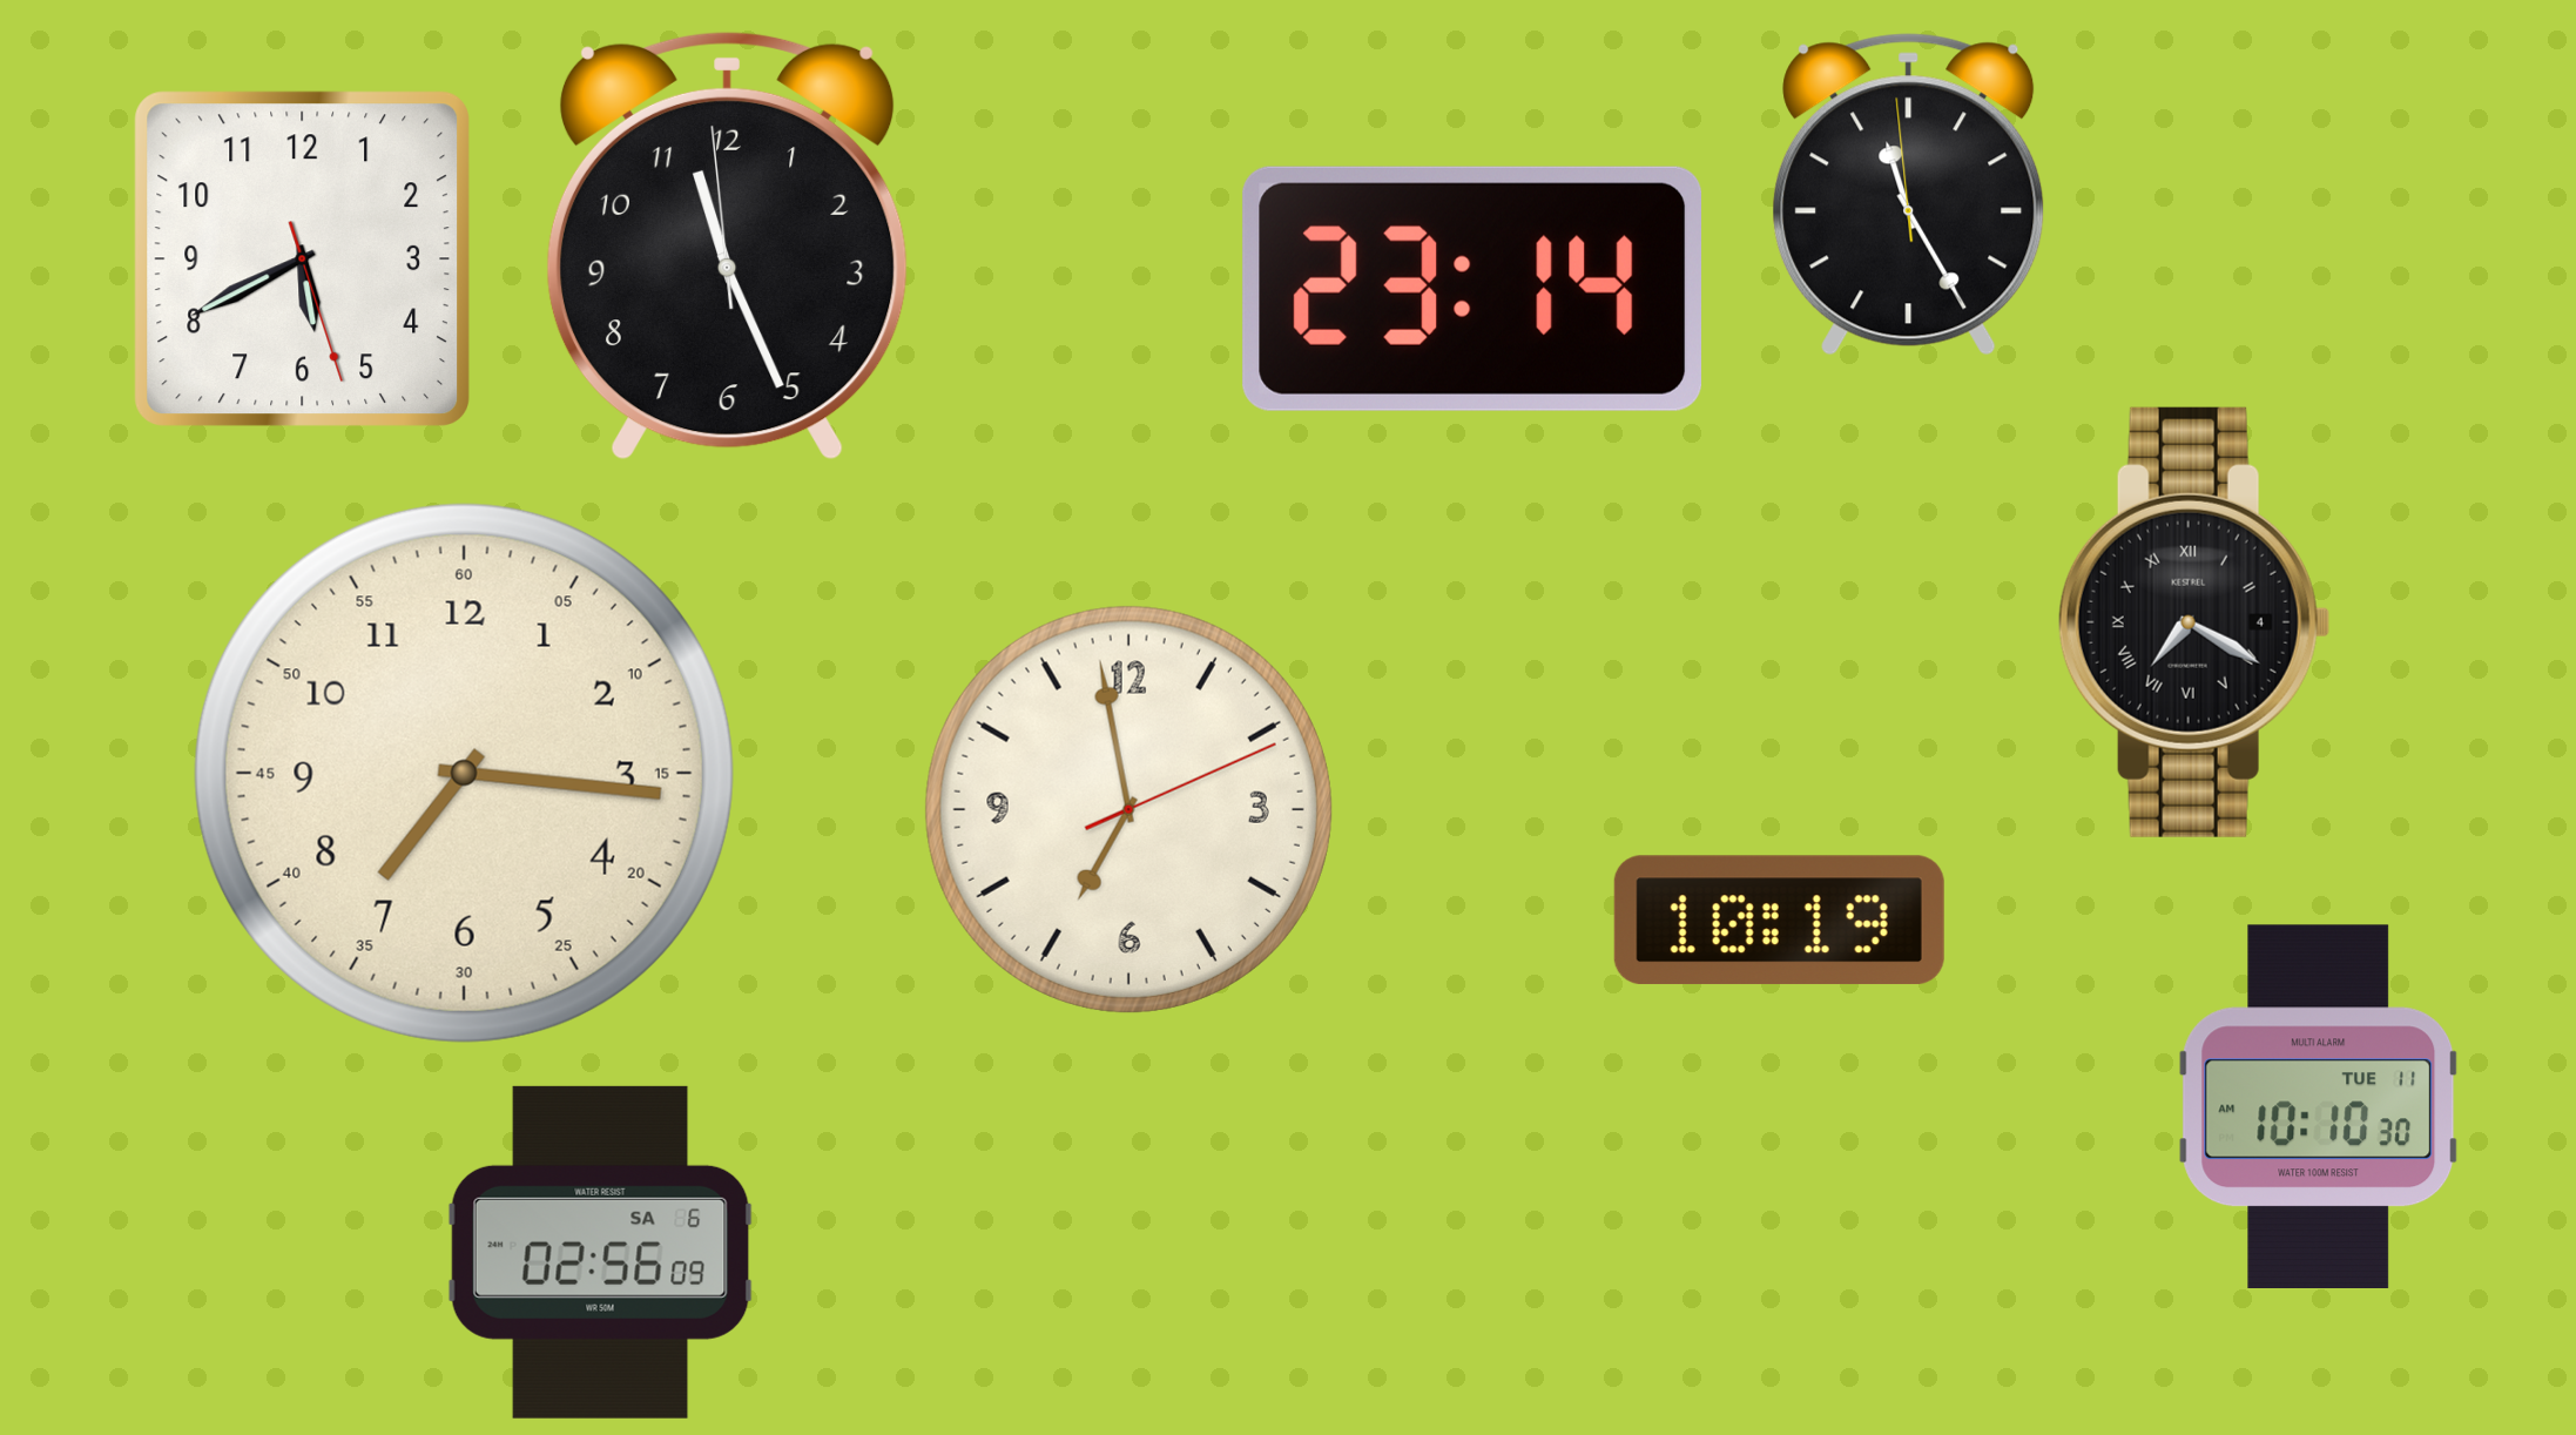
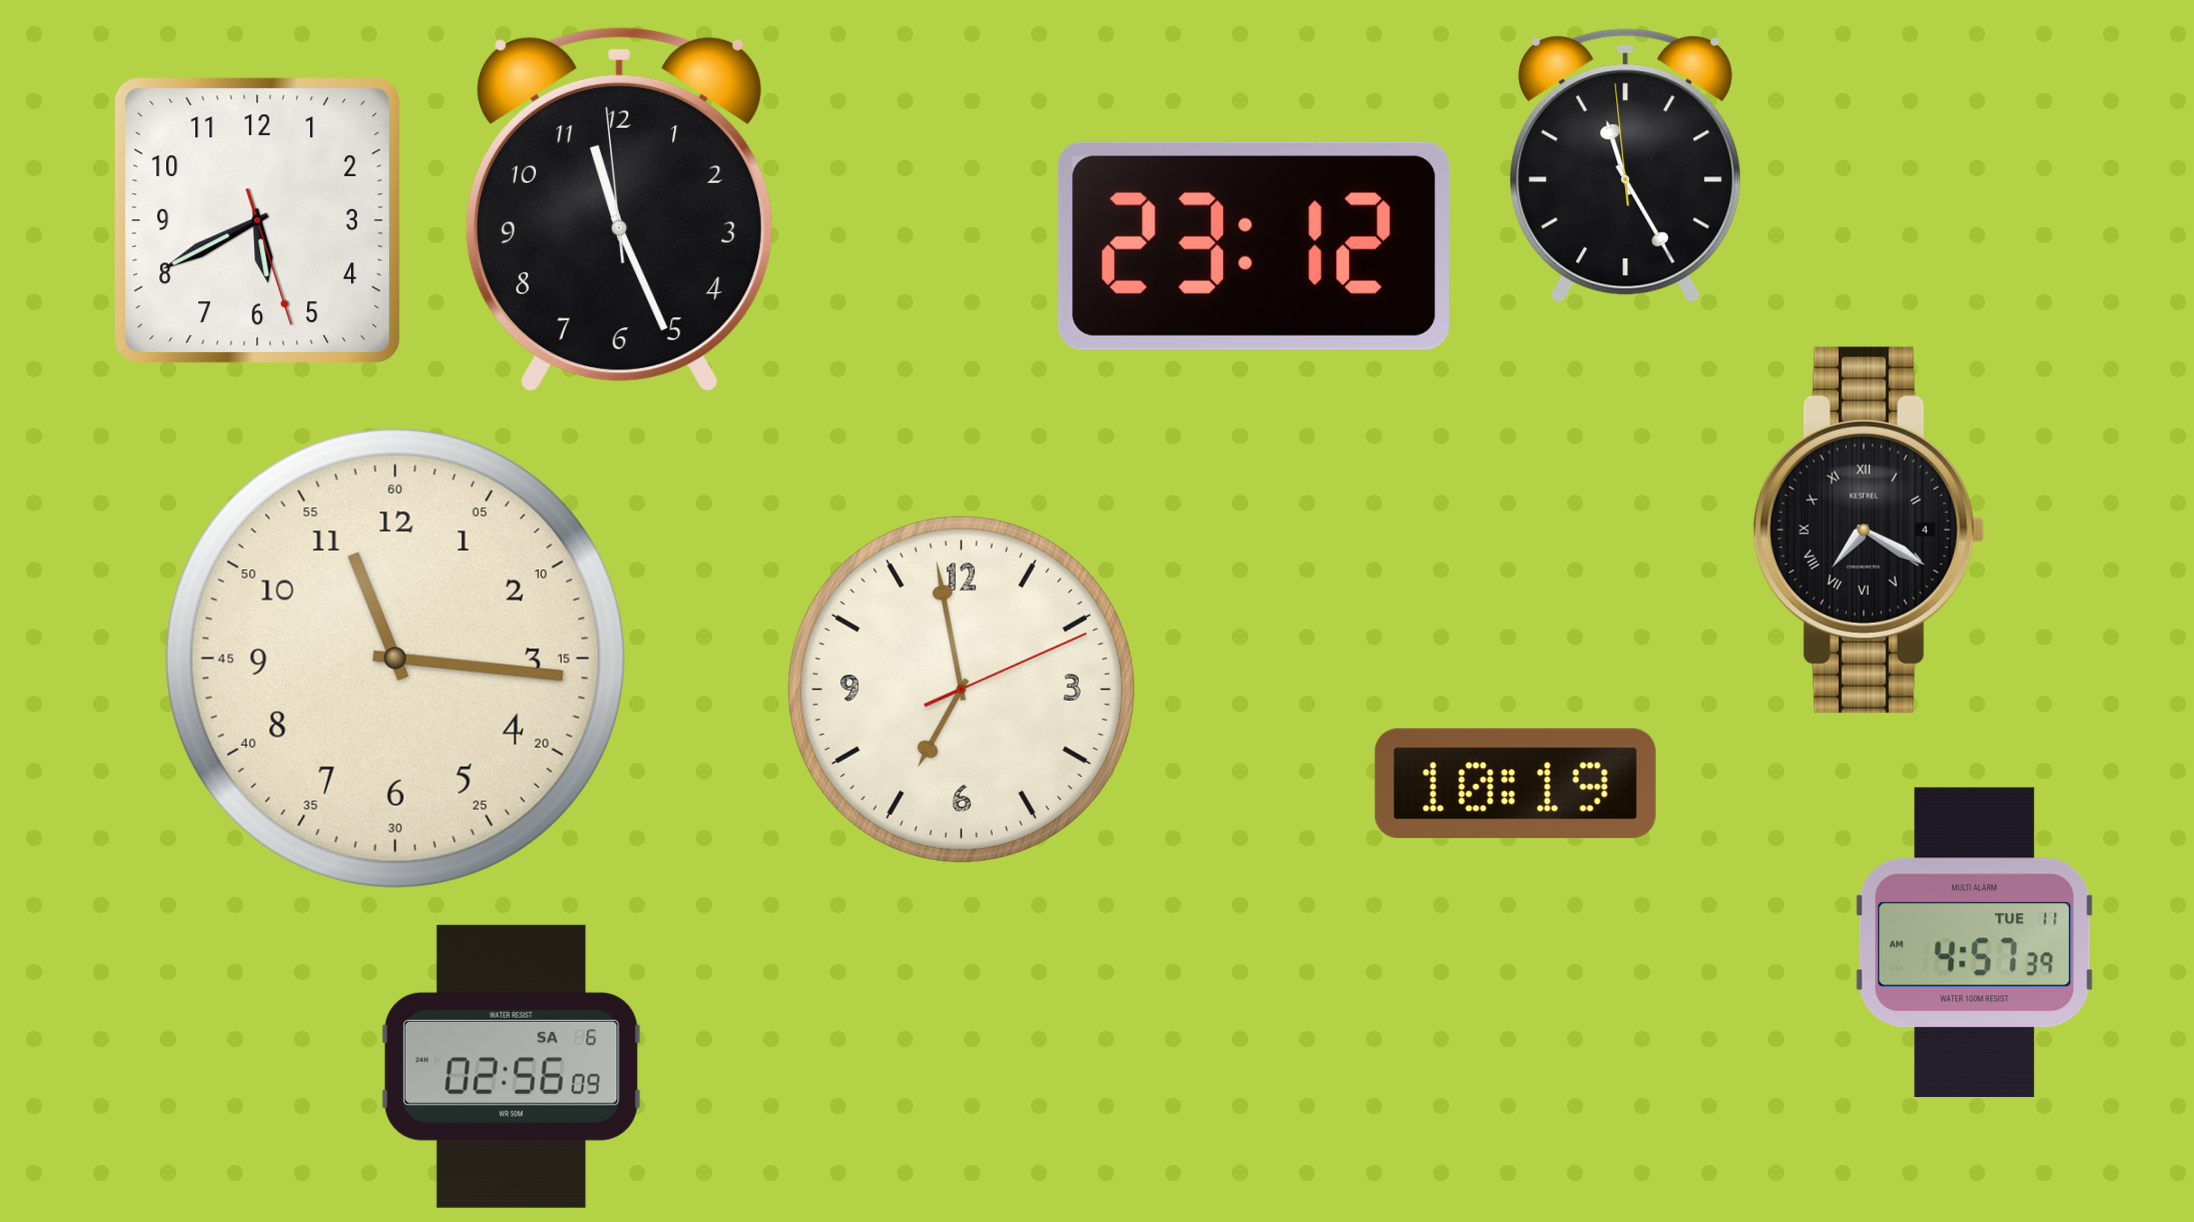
clock at (1471, 289): 23:14 -> 23:12
clock at (464, 773): 7:16 -> 11:16
clock at (2319, 1106): 10:10 -> 4:57
